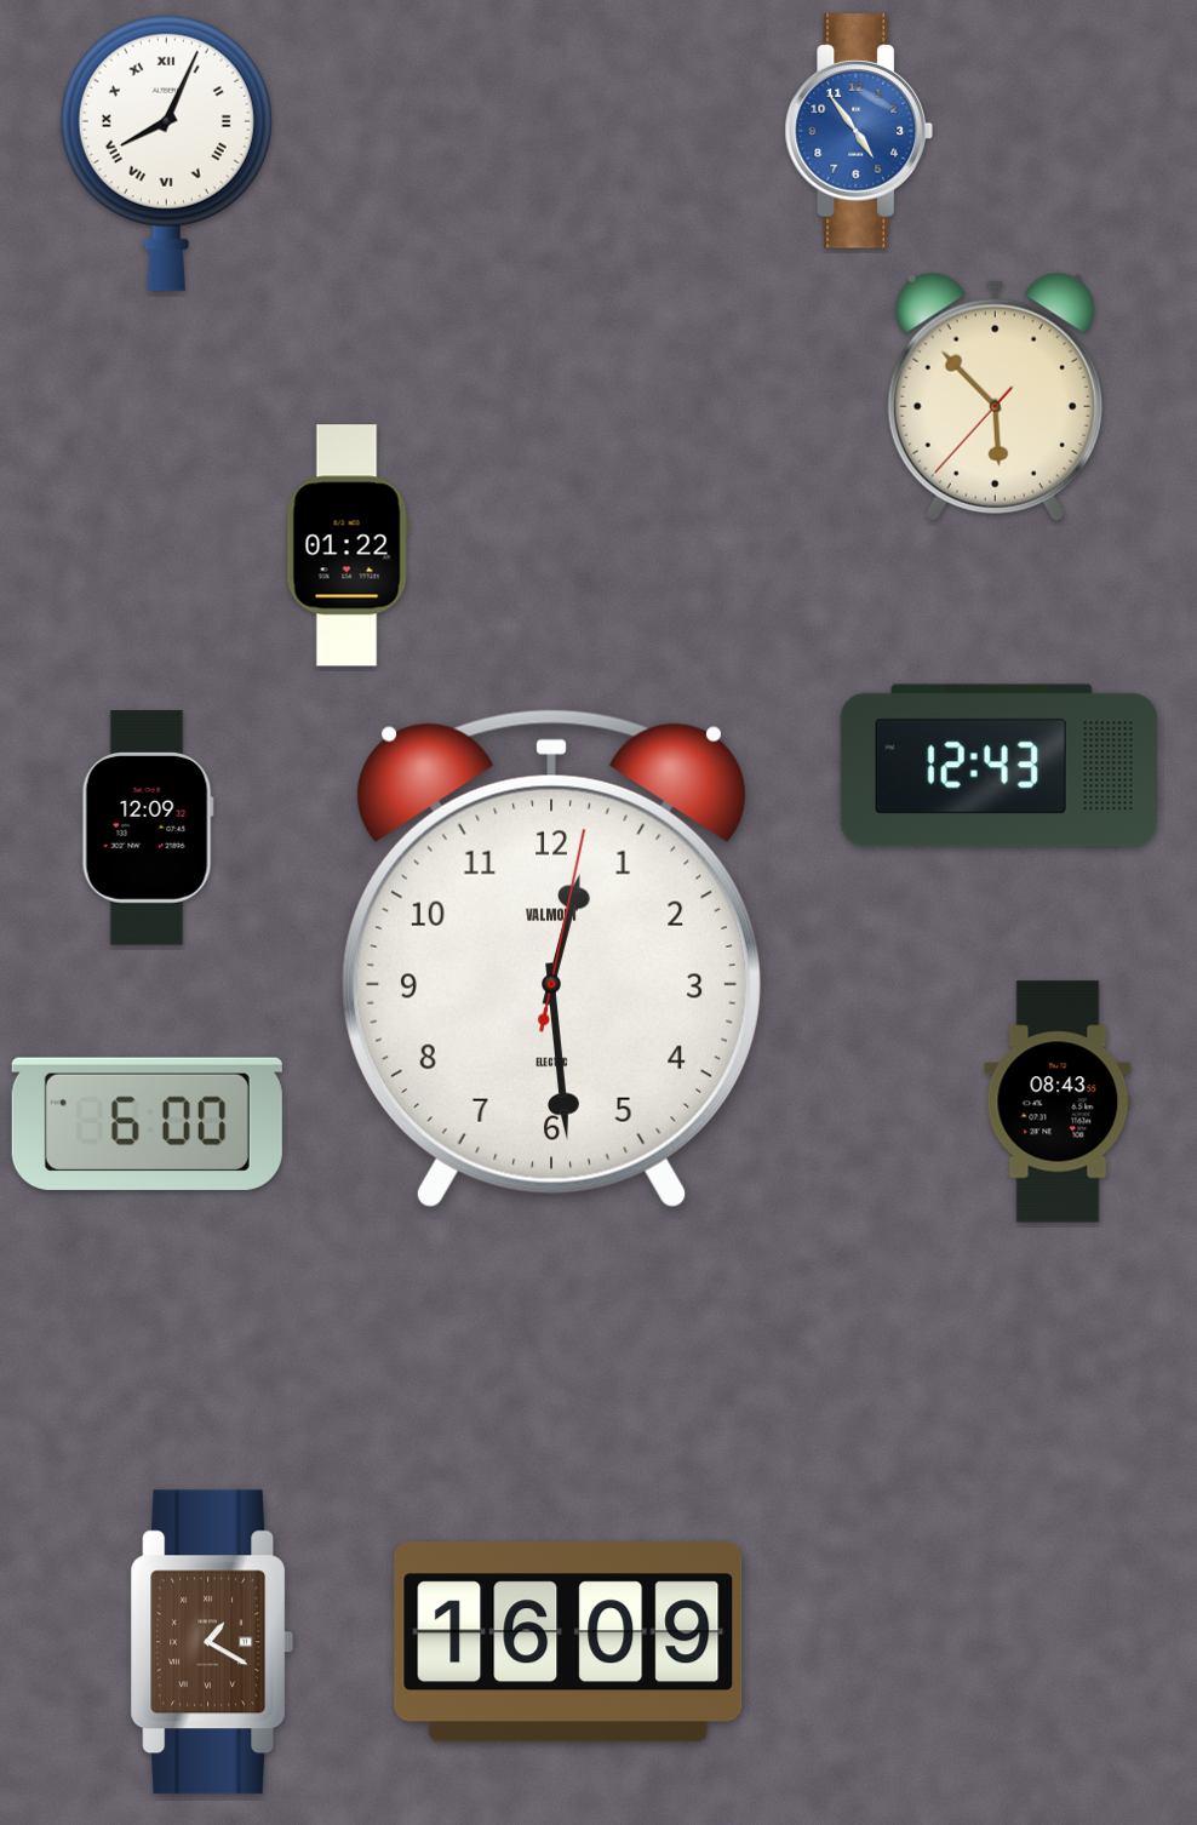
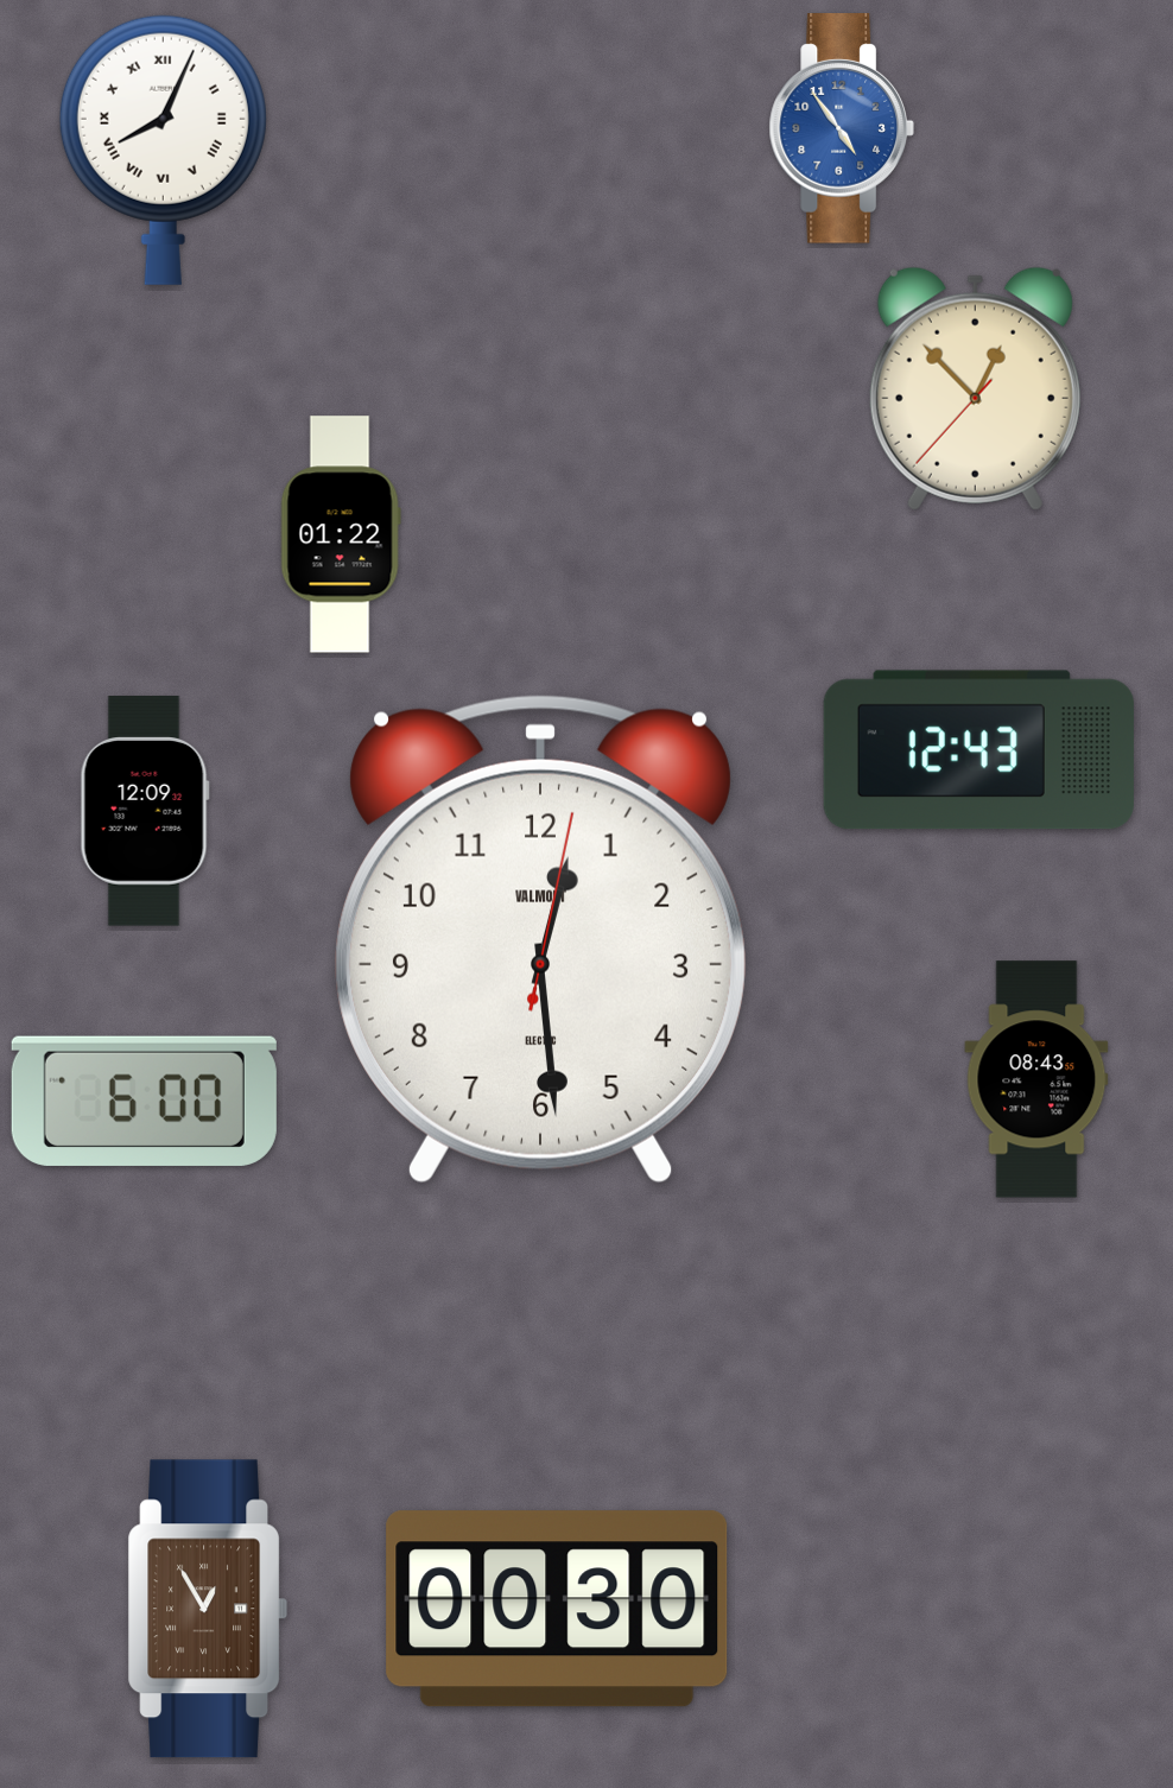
clock at (995, 396): 5:52 -> 12:52
clock at (211, 1642): 1:20 -> 12:55
clock at (568, 1642): 16:09 -> 00:30
